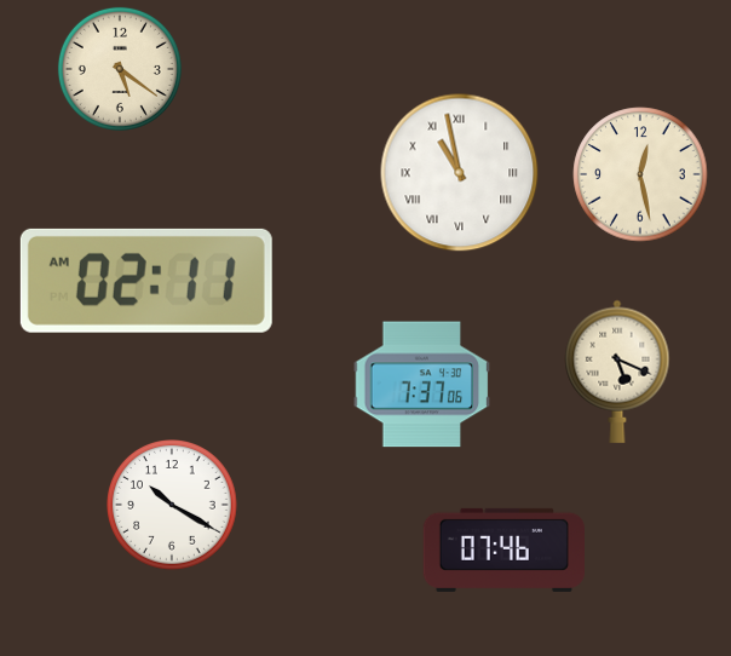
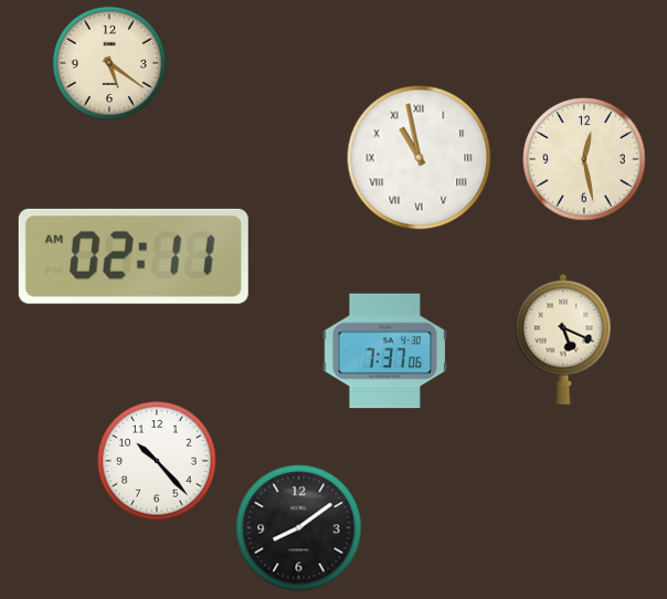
clock at (173, 506): 10:20 -> 10:23
clock at (503, 549): 07:46 -> none
clock at (299, 528): none -> 8:09
